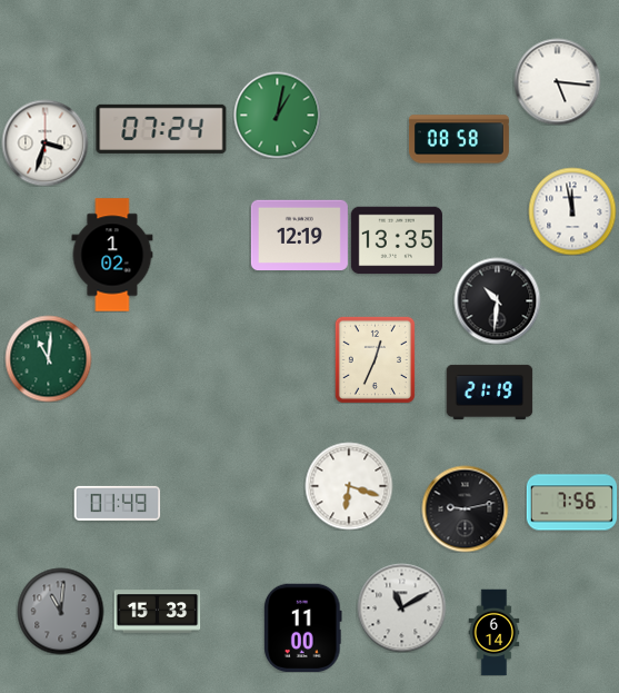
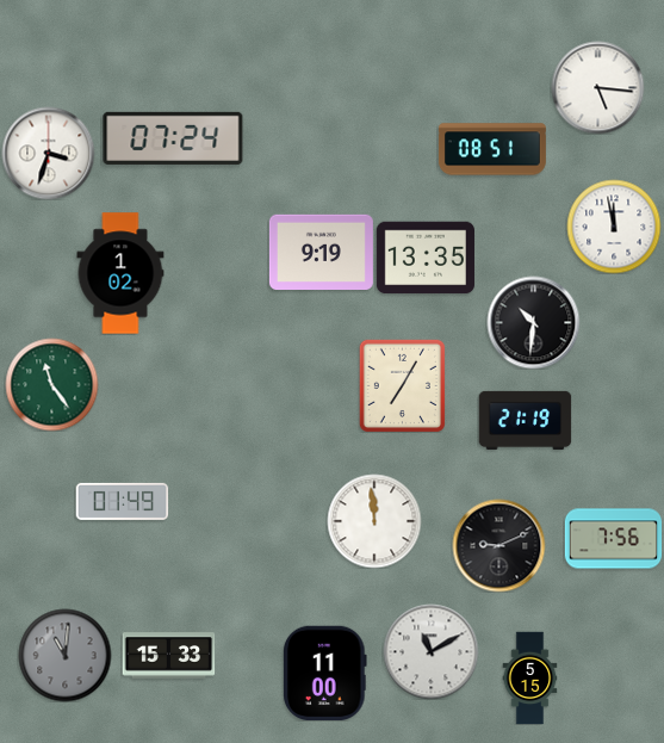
clock at (277, 115): 1:02 -> none
clock at (459, 139): 08:58 -> 08:51
clock at (299, 235): 12:19 -> 9:19
clock at (48, 358): 11:01 -> 11:24
clock at (375, 359): 12:34 -> 7:05
clock at (349, 486): 6:18 -> 11:59
clock at (117, 503) position: (117, 503) -> (122, 501)
clock at (465, 508): 9:13 -> 9:11
clock at (495, 632): 6:14 -> 5:15
